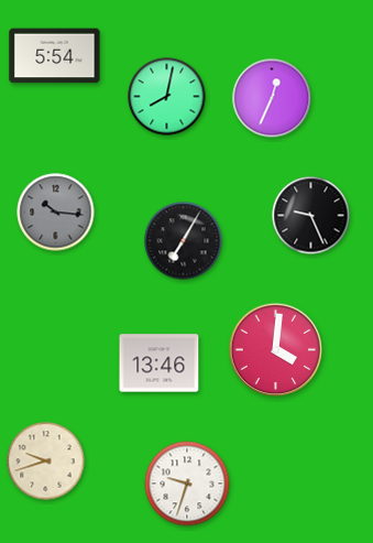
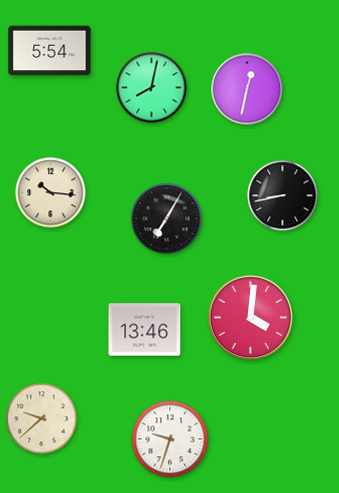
clock at (272, 98): 12:34 -> 12:32
clock at (56, 213) dial: grey -> cream
clock at (311, 216): 9:26 -> 8:43
clock at (46, 461): 9:42 -> 9:38
